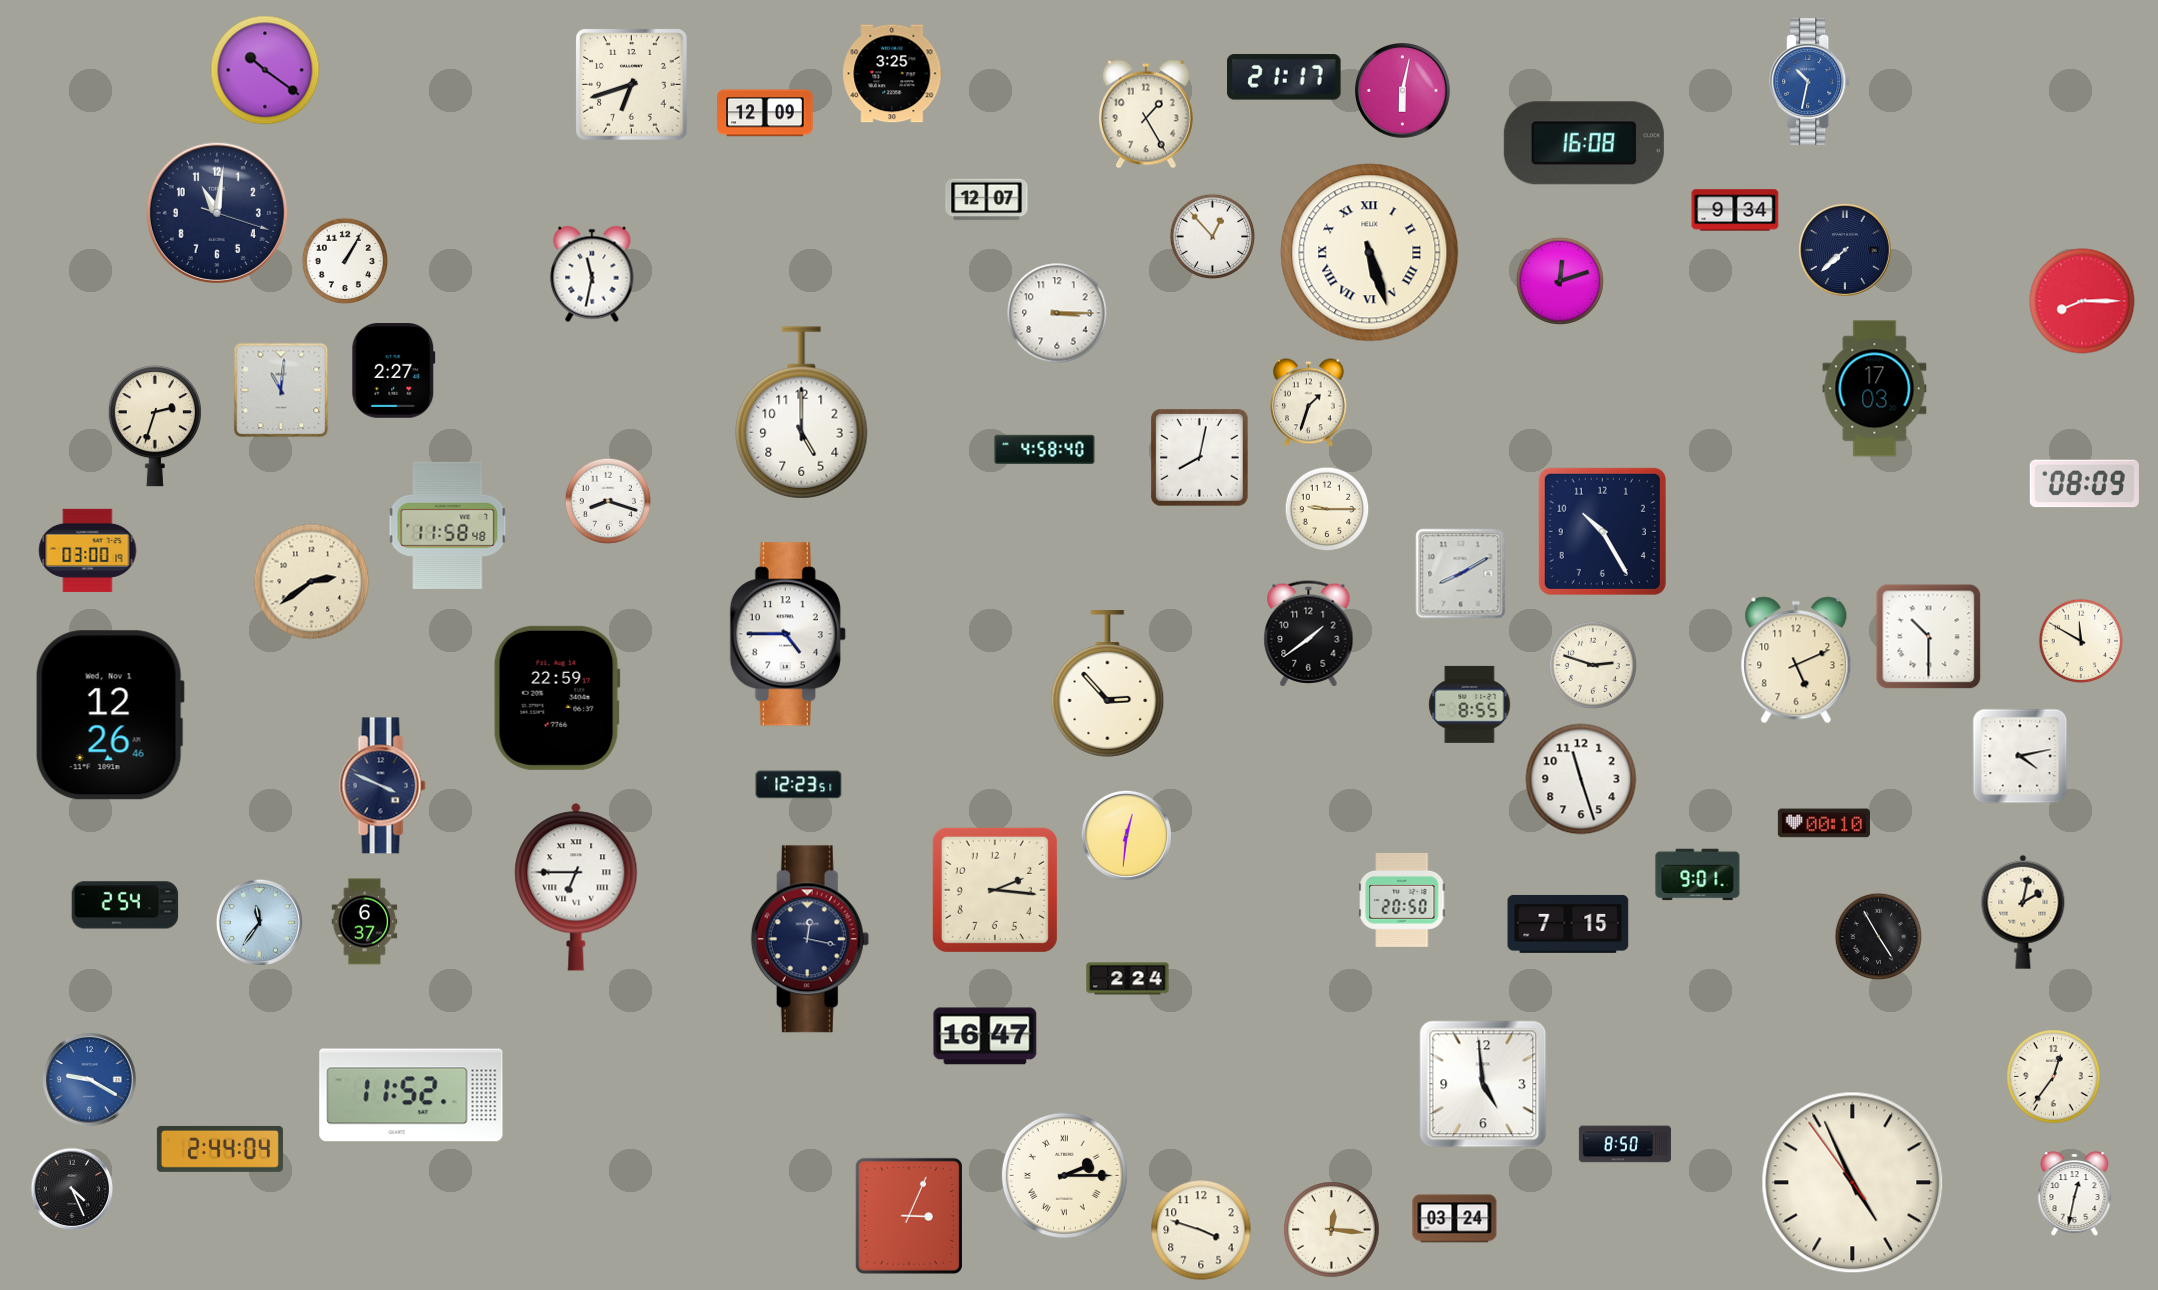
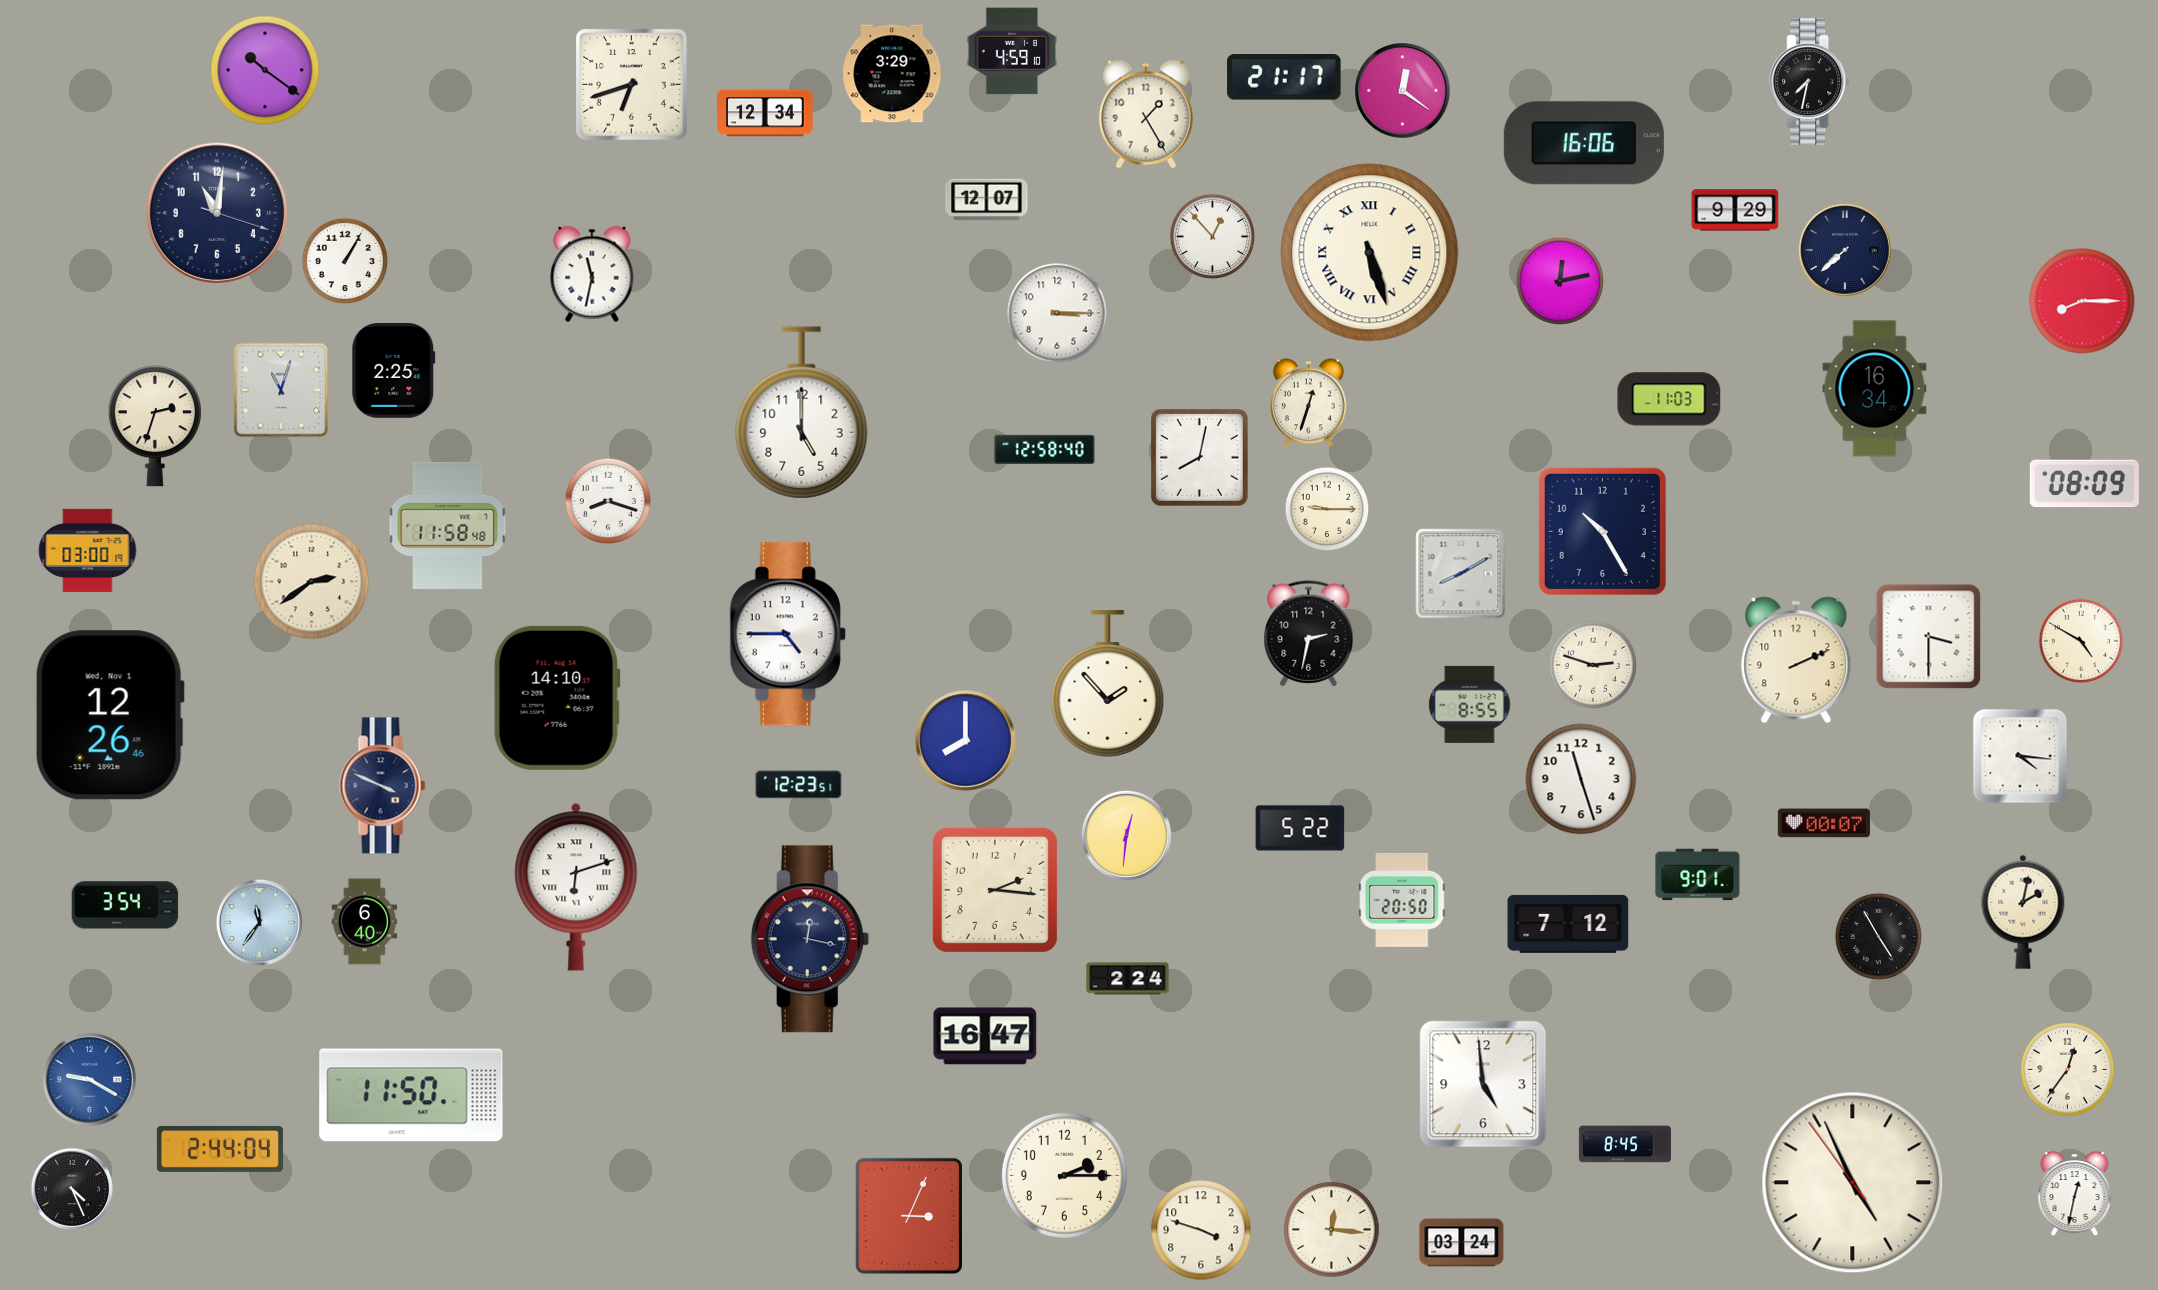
clock at (1012, 51): none -> 4:59
clock at (893, 74): 3:25 -> 3:29
clock at (1810, 81): 10:32 -> 7:32
clock at (1810, 81) dial: blue -> black
clock at (1403, 91): 6:02 -> 12:21
clock at (765, 113): 12:09 -> 12:34
clock at (1584, 143): 16:08 -> 16:06
clock at (1735, 210): 9:34 -> 9:29
clock at (1560, 281): 12:12 -> 12:13
clock at (394, 371): 2:27 -> 2:25
clock at (1875, 389): 17:03 -> 16:34
clock at (281, 390): 11:01 -> 11:03
clock at (1669, 399): none -> 11:03
clock at (1308, 403): 1:33 -> 12:33
clock at (1045, 449): 4:58 -> 12:58
clock at (1309, 634): 1:39 -> 2:32
clock at (1929, 637): 10:30 -> 3:30
clock at (2081, 641): 11:50 -> 4:50
clock at (1796, 660): 5:11 -> 2:11
clock at (1108, 684): 2:53 -> 1:53
clock at (557, 698): 22:59 -> 14:10
clock at (966, 741): none -> 8:00
clock at (2020, 756): 4:13 -> 4:16
clock at (1824, 823): 00:10 -> 00:07
clock at (1300, 828): none -> 5:22
clock at (576, 887): 6:45 -> 6:12
clock at (125, 905): 2:54 -> 3:54
clock at (365, 922): 6:37 -> 6:40
clock at (1568, 924): 7:15 -> 7:12
clock at (2054, 1077) position: (2054, 1077) -> (2068, 1070)
clock at (411, 1095): 11:52 -> 11:50
clock at (1625, 1144): 8:50 -> 8:45
clock at (1064, 1175) numerals: Roman -> Arabic
clock at (1455, 1219) position: (1455, 1219) -> (1462, 1243)
